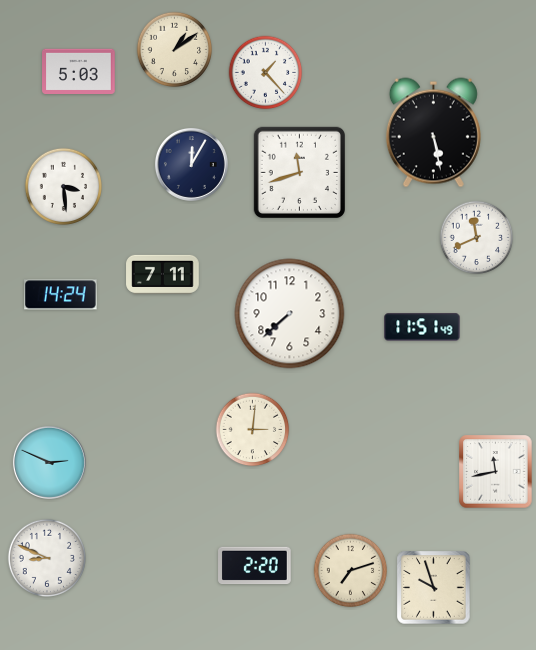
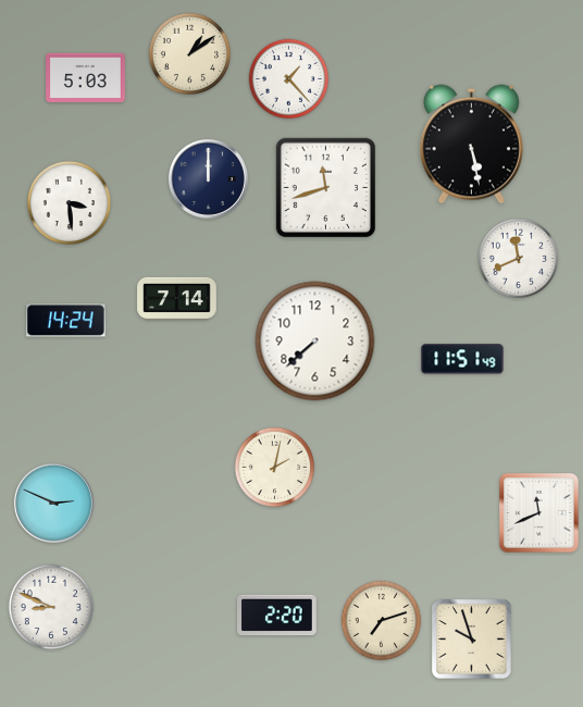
clock at (191, 164): 12:05 -> 12:00
clock at (163, 274): 7:11 -> 7:14
clock at (422, 327) position: (422, 327) -> (462, 359)
clock at (253, 430): 3:01 -> 2:02
clock at (496, 472): 11:43 -> 11:41
